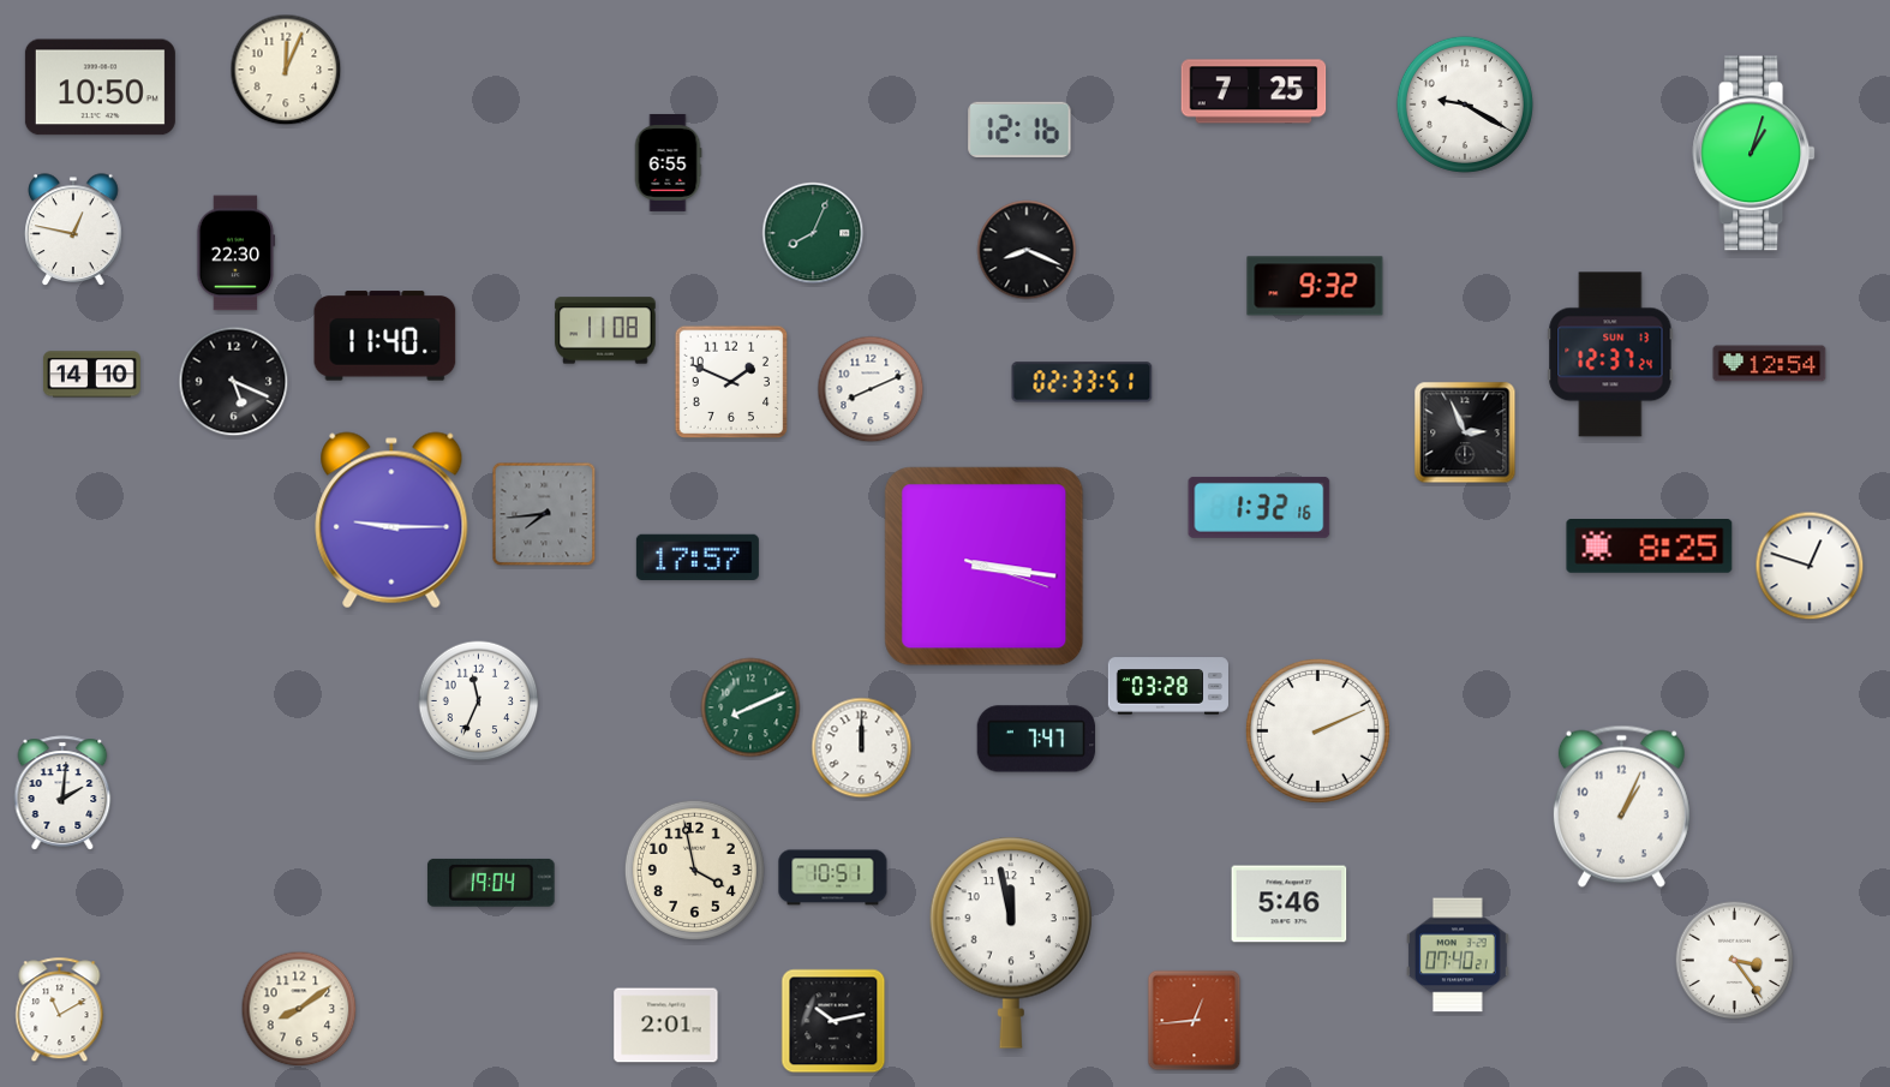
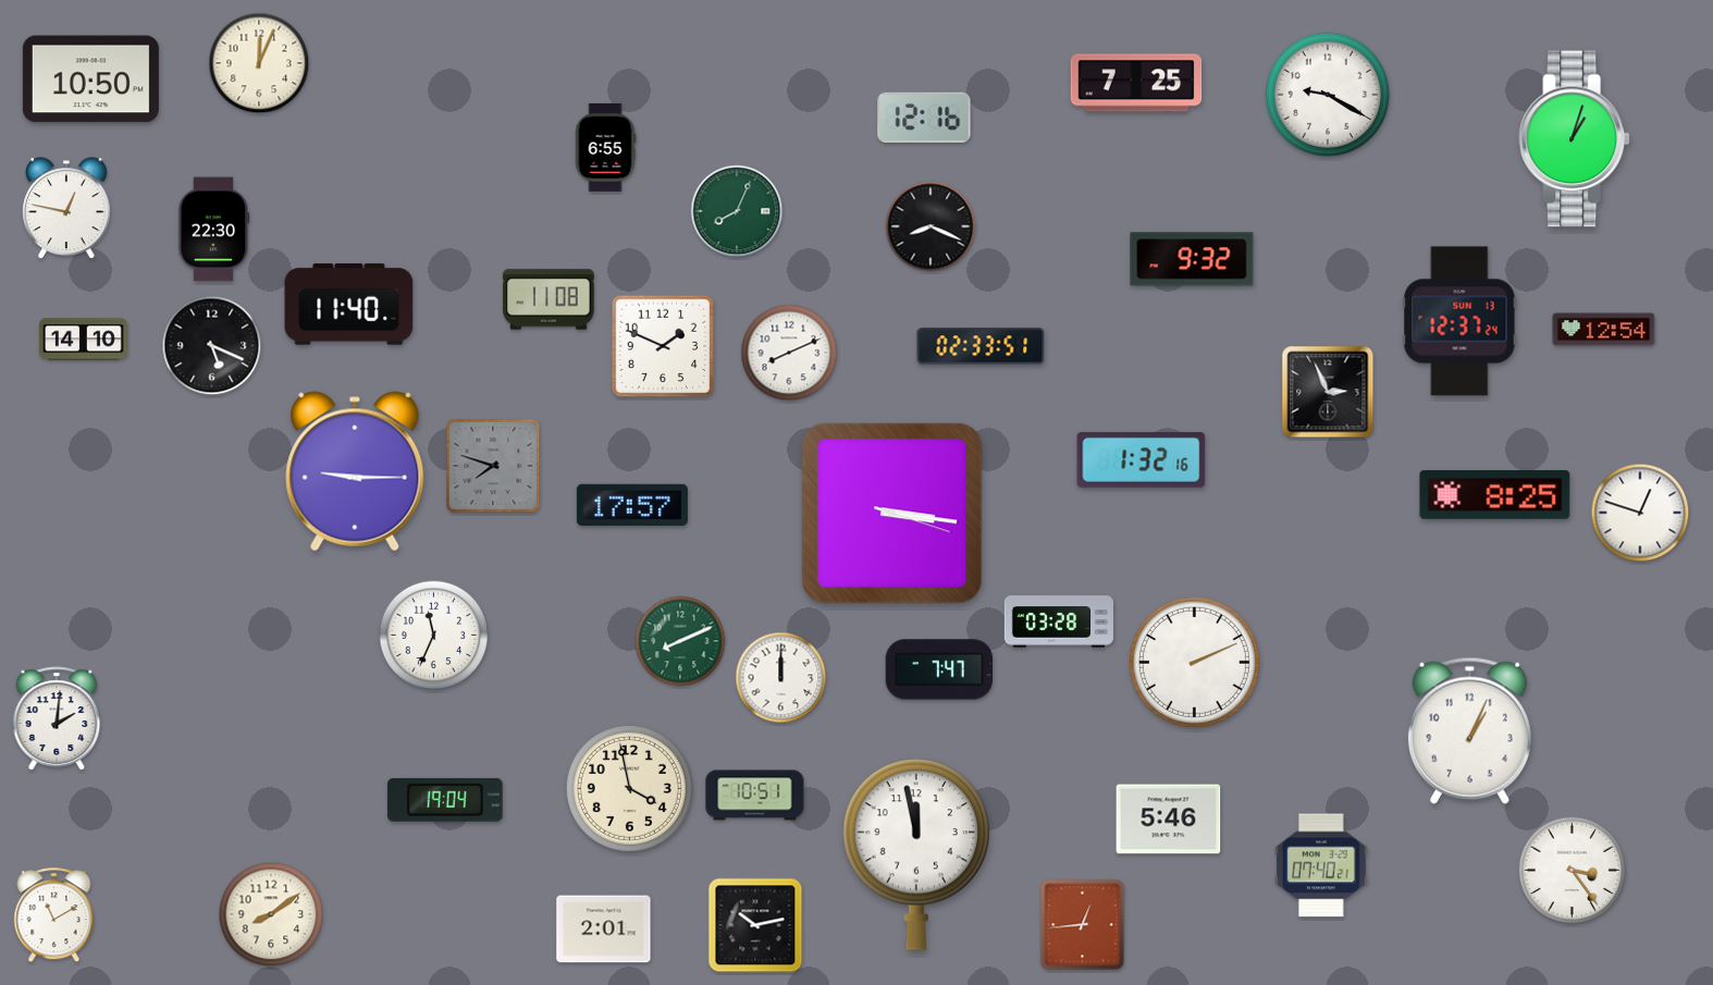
clock at (1754, 154) position: (1754, 154) -> (1575, 139)
clock at (544, 514): 7:44 -> 7:48
